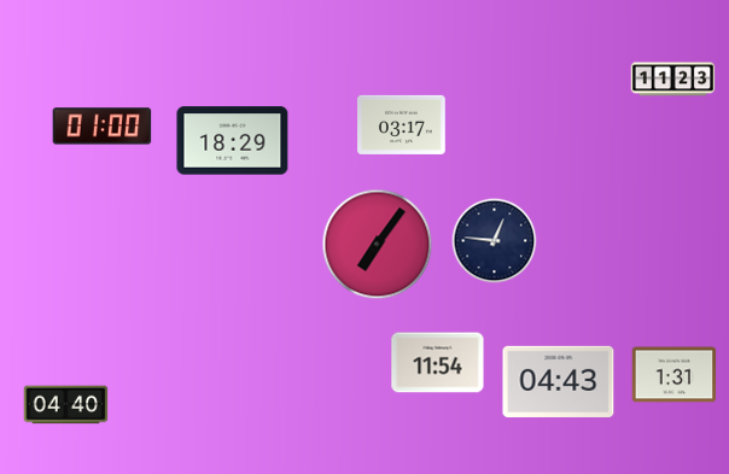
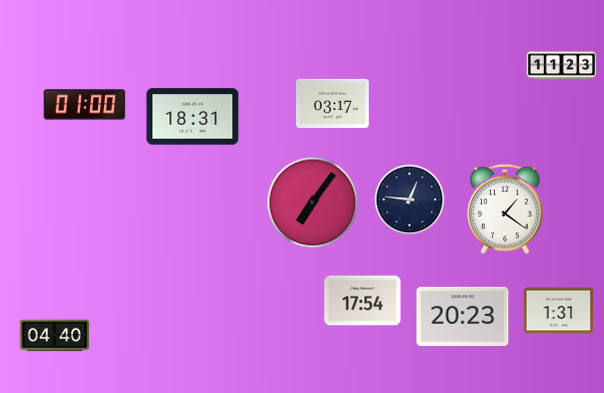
clock at (673, 80) position: (673, 80) -> (562, 66)
clock at (233, 141): 18:29 -> 18:31
clock at (506, 209): none -> 1:21
clock at (438, 363): 11:54 -> 17:54
clock at (559, 381): 04:43 -> 20:23
